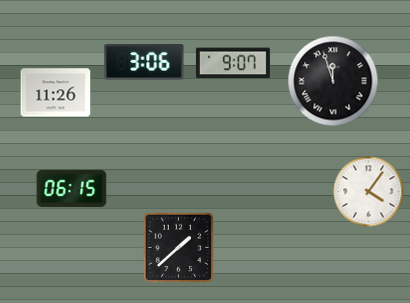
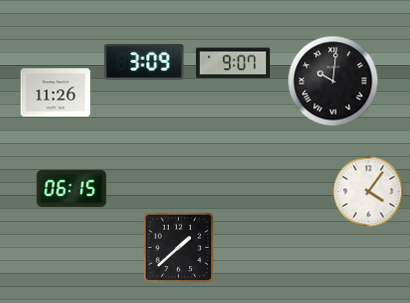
clock at (144, 62): 3:06 -> 3:09
clock at (333, 81): 11:57 -> 10:01
